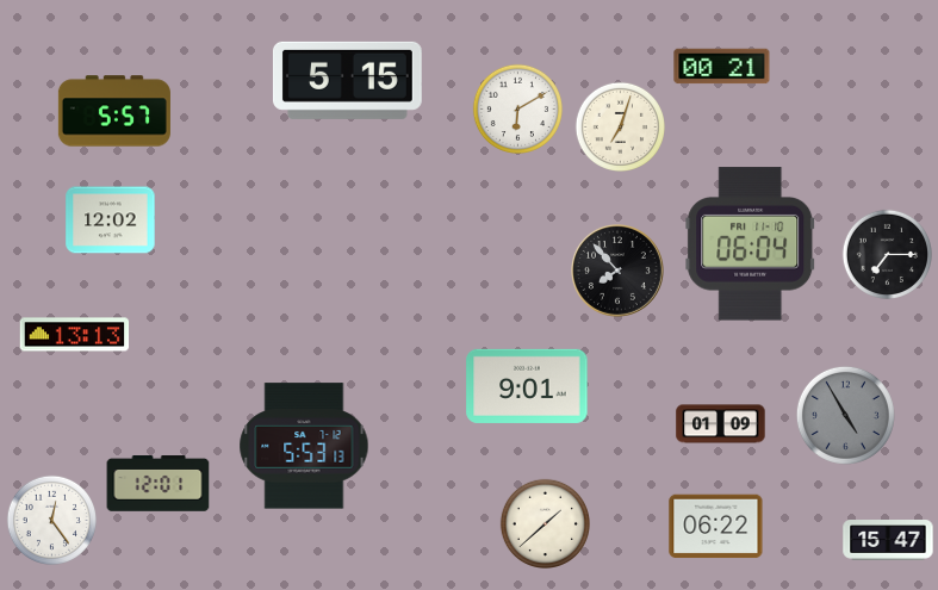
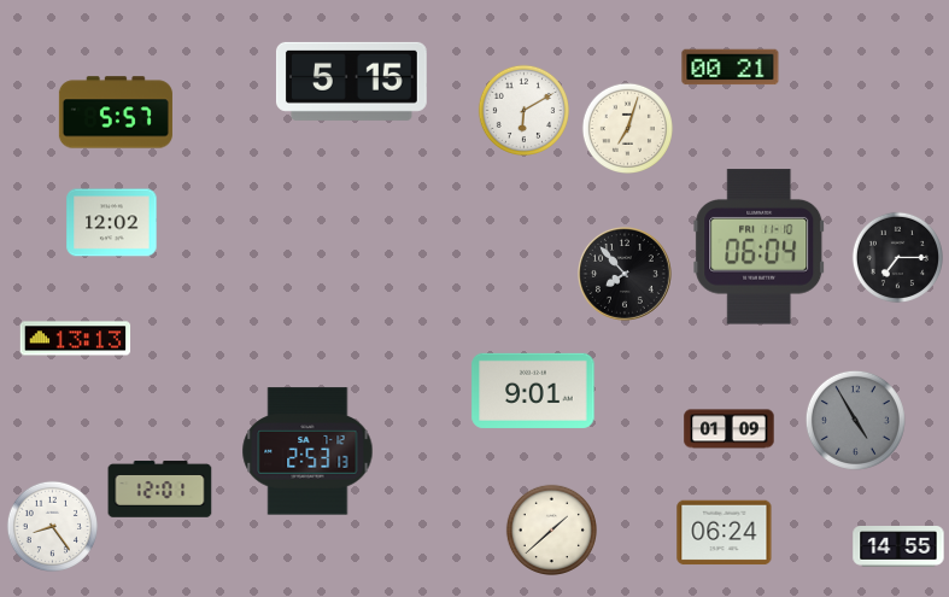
clock at (304, 446): 5:53 -> 2:53
clock at (51, 520): 12:24 -> 8:24
clock at (716, 527): 06:22 -> 06:24
clock at (888, 540): 15:47 -> 14:55
